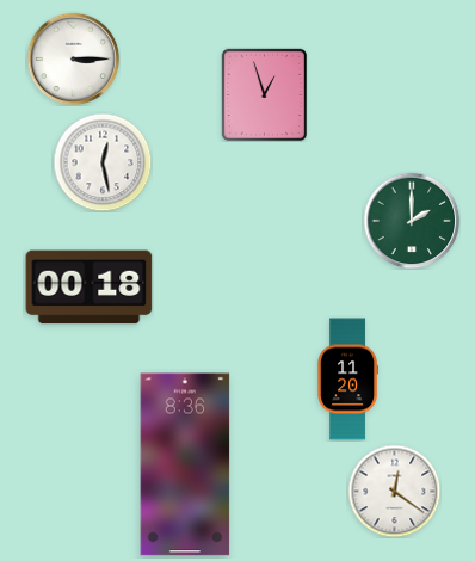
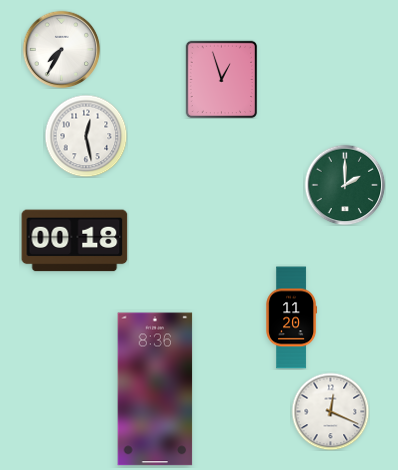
clock at (73, 58): 3:15 -> 7:35
clock at (394, 491): 12:21 -> 12:19
